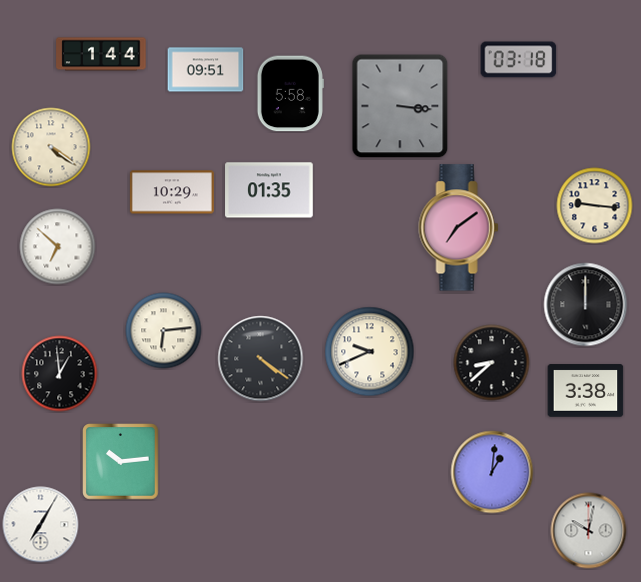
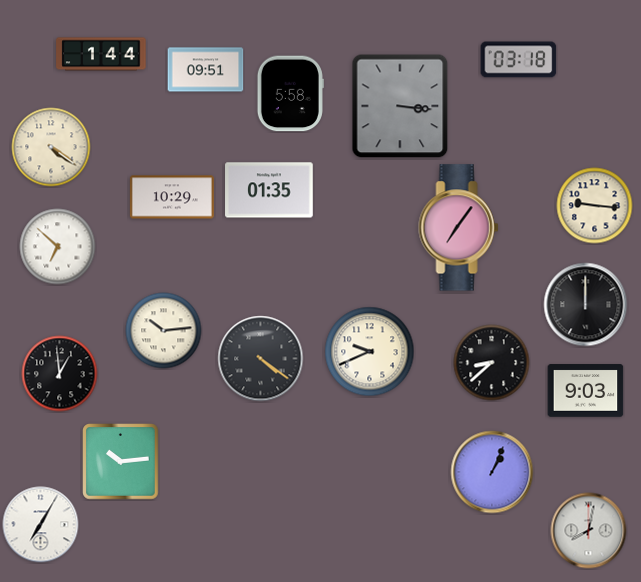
clock at (172, 192) position: (172, 192) -> (172, 197)
clock at (459, 228): 7:09 -> 7:06
clock at (164, 331): 6:14 -> 10:14
clock at (586, 391): 3:38 -> 9:03
clock at (492, 472): 1:01 -> 1:04
clock at (589, 531): 10:02 -> 8:02
